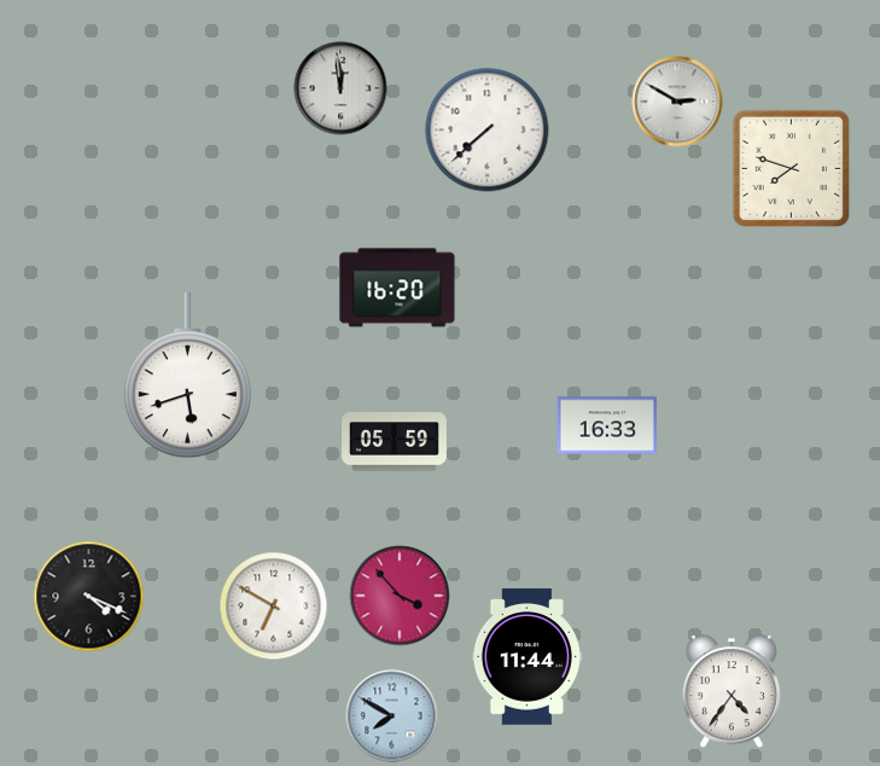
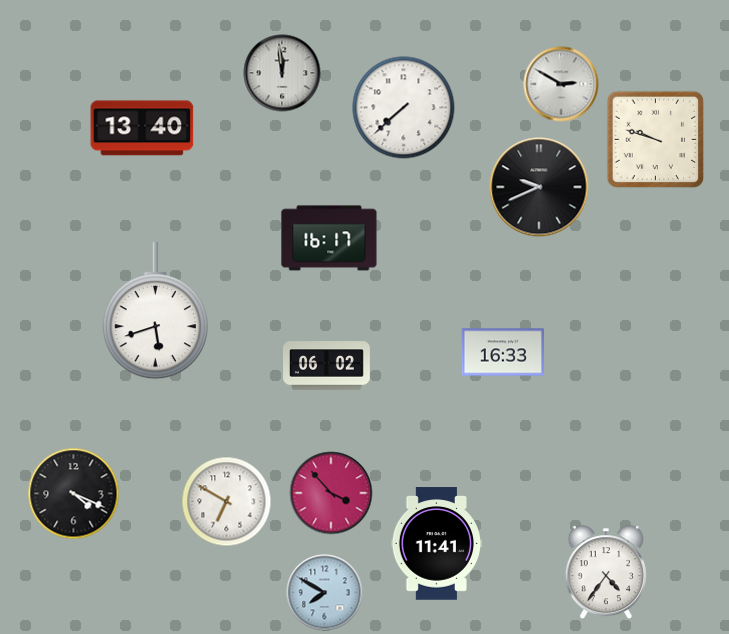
clock at (142, 128): none -> 13:40
clock at (792, 169): 7:48 -> 9:48
clock at (539, 187): none -> 9:41
clock at (397, 288): 16:20 -> 16:17
clock at (395, 442): 05:59 -> 06:02
clock at (526, 657): 11:44 -> 11:41
